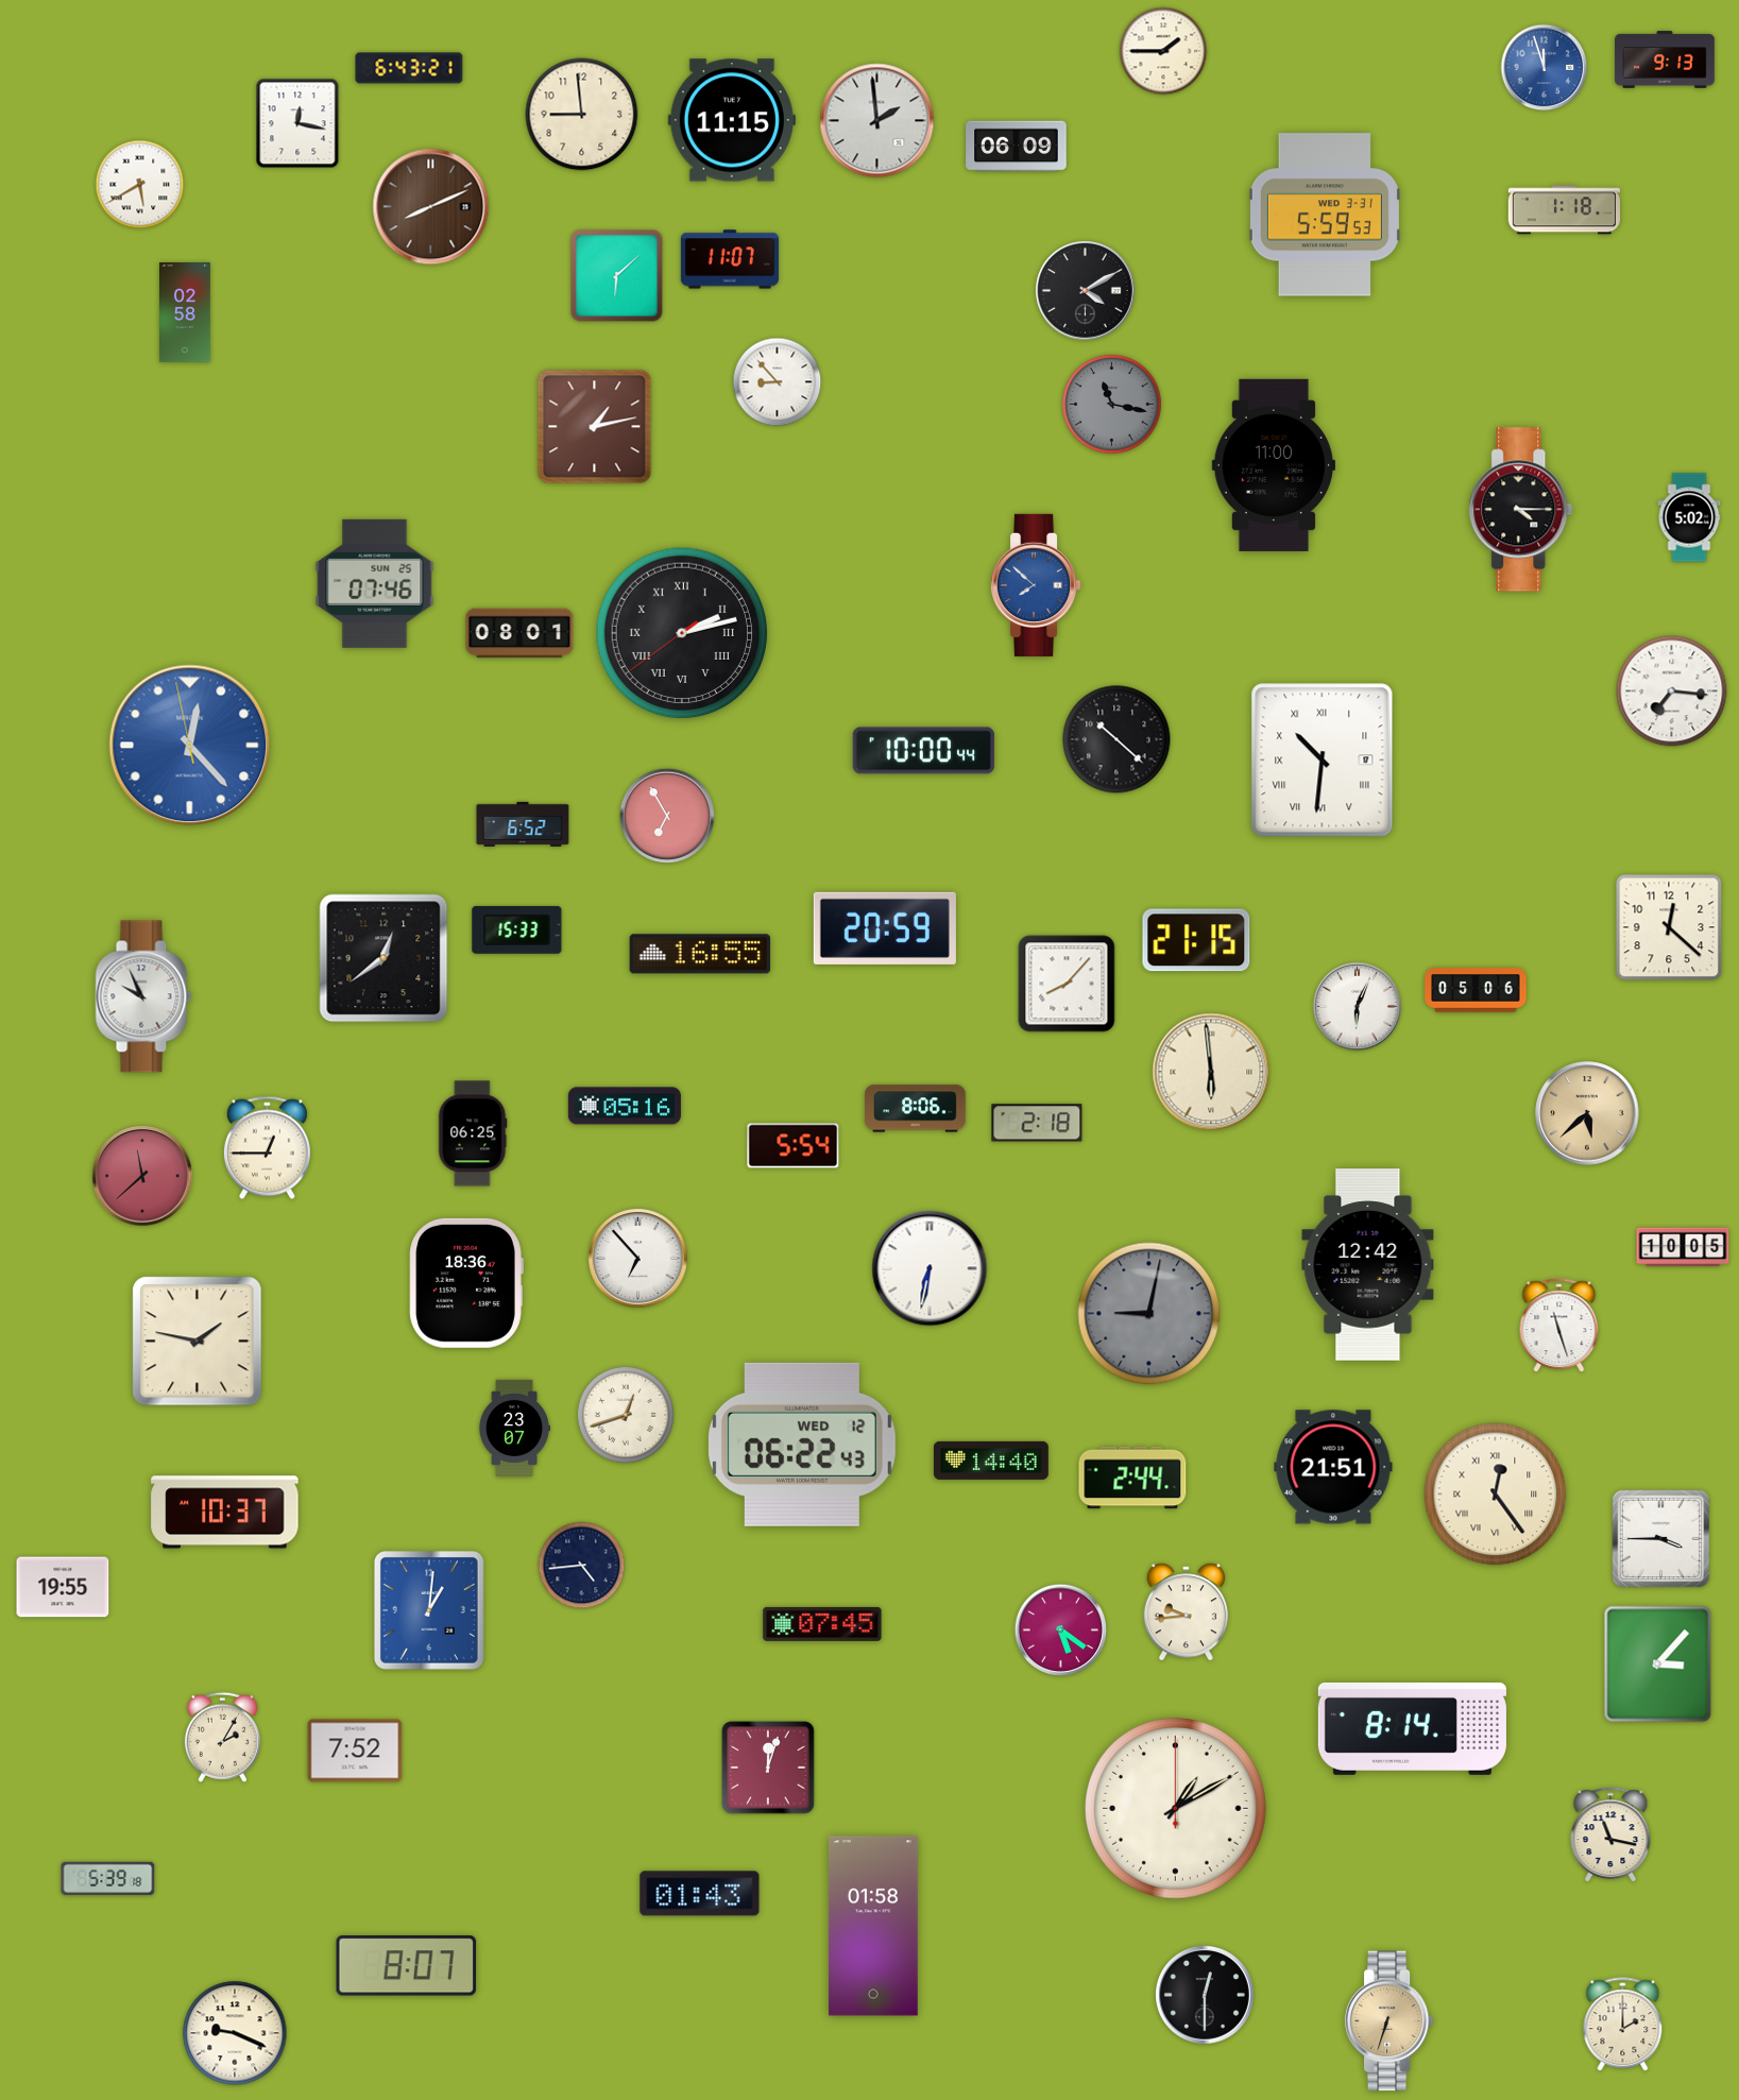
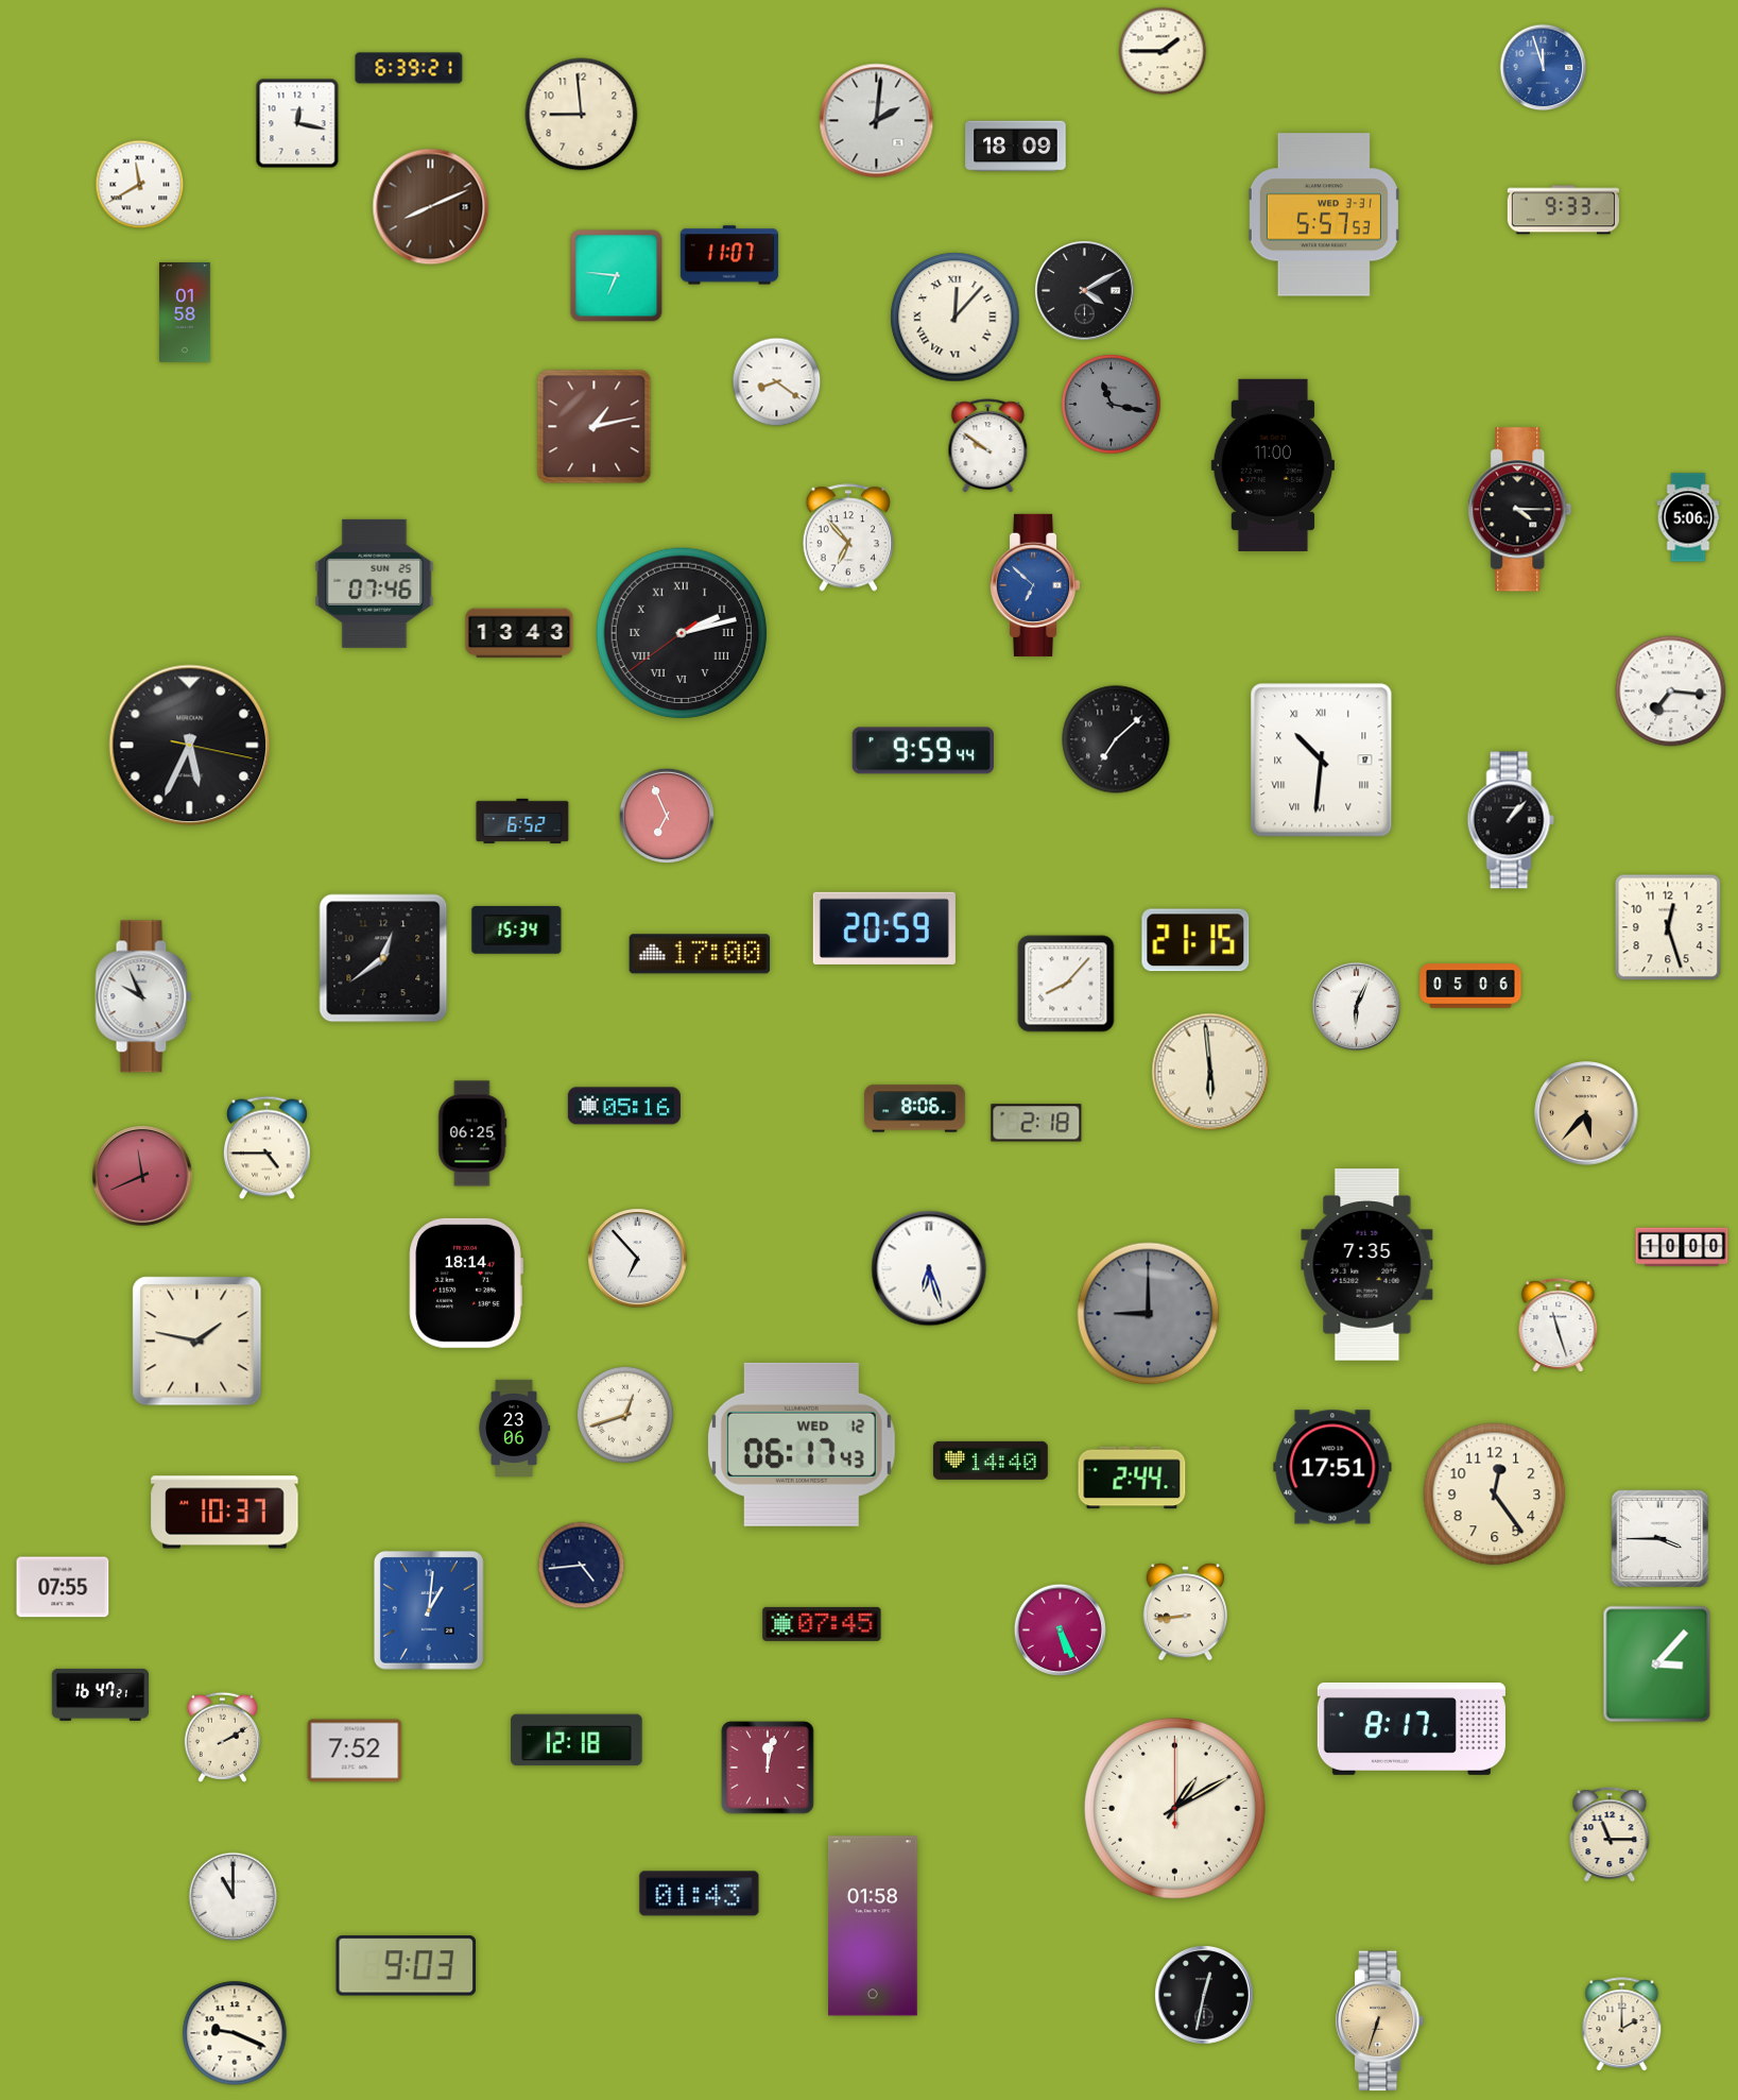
clock at (1665, 59): 9:13 -> none
clock at (409, 68): 6:43 -> 6:39
clock at (732, 120): 11:15 -> none
clock at (877, 121): 1:59 -> 2:01
clock at (1017, 147): 06:09 -> 18:09
clock at (140, 185): 5:40 -> 11:40
clock at (1564, 210): 1:18 -> 9:33
clock at (1325, 215): 5:59 -> 5:57
clock at (730, 259) position: (730, 259) -> (729, 255)
clock at (617, 276): 6:08 -> 6:46
clock at (186, 312): 02:58 -> 01:58
clock at (956, 318): none -> 12:07
clock at (778, 382): 8:53 -> 8:21
clock at (988, 446): none -> 9:51
clock at (1689, 517): 5:02 -> 5:06
clock at (847, 537): none -> 6:53
clock at (1037, 585): 7:52 -> 6:52
clock at (519, 633): 08:01 -> 13:43
clock at (1116, 739): 10:22 -> 7:08
clock at (190, 746): 12:22 -> 5:34
clock at (190, 746) dial: blue -> black
clock at (923, 751): 10:00 -> 9:59
clock at (667, 816): 6:55 -> 6:56
clock at (1511, 820): none -> 1:07
clock at (523, 824) position: (523, 824) -> (522, 821)
clock at (1669, 927): 12:22 -> 12:27
clock at (517, 931): 15:33 -> 15:34
clock at (700, 954): 16:55 -> 17:00
clock at (1476, 990) position: (1476, 990) -> (1470, 986)
clock at (1587, 1113): 5:38 -> 5:37
clock at (794, 1146): 5:54 -> none
clock at (267, 1148): 12:45 -> 4:45
clock at (142, 1176): 11:38 -> 11:41
clock at (1683, 1247): 10:05 -> 10:00
clock at (1368, 1265): 12:42 -> 7:35
clock at (930, 1268): 6:32 -> 6:27
clock at (466, 1283): 18:36 -> 18:14
clock at (1149, 1314): 9:02 -> 9:00
clock at (514, 1428): 23:07 -> 23:06
clock at (802, 1445): 06:22 -> 06:17
clock at (1333, 1467): 21:51 -> 17:51
clock at (1496, 1495) numerals: Roman -> Arabic
clock at (63, 1587): 19:55 -> 07:55
clock at (1186, 1612): 9:44 -> 8:44
clock at (1060, 1629): 5:21 -> 5:26
clock at (100, 1694): none -> 16:47
clock at (1412, 1728): 8:14 -> 8:17
clock at (222, 1737): 2:05 -> 2:10
clock at (577, 1740): none -> 12:18
clock at (768, 1768): 12:03 -> 12:02
clock at (1610, 1836): 11:17 -> 11:15
clock at (108, 1878): 5:39 -> none
clock at (234, 1897): none -> 11:00
clock at (407, 1966): 8:07 -> 9:03
clock at (1205, 1995): 12:30 -> 12:32
clock at (1390, 2021) position: (1390, 2021) -> (1380, 2021)
